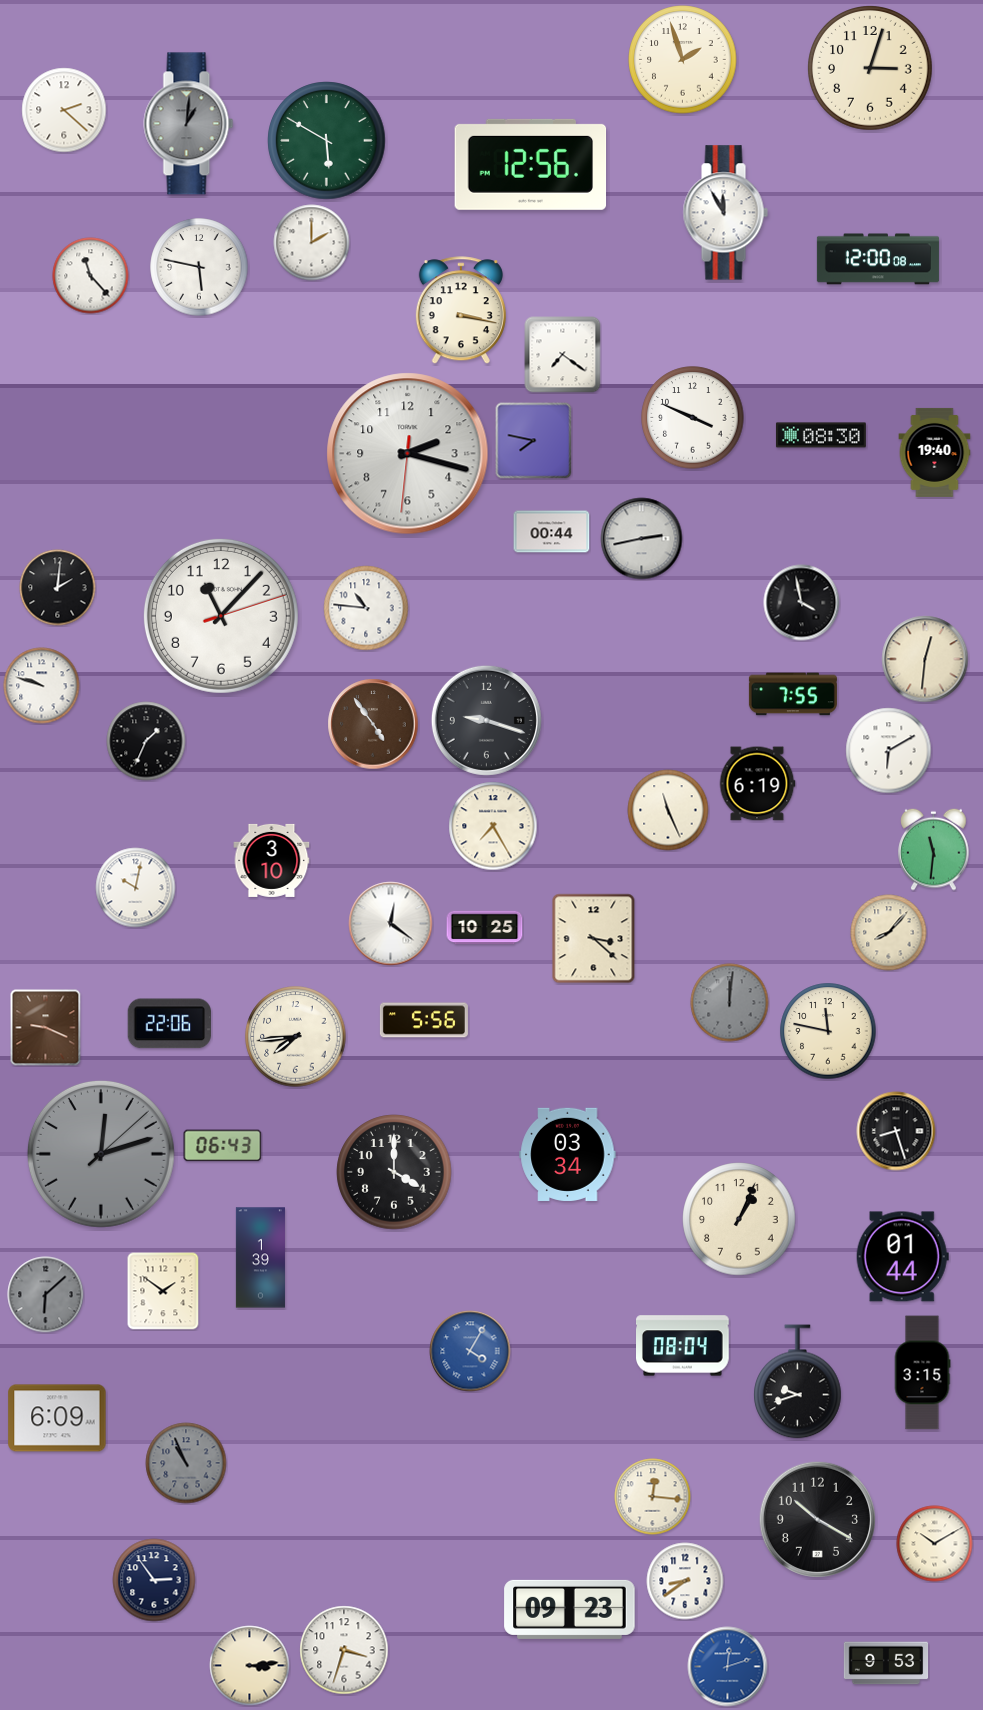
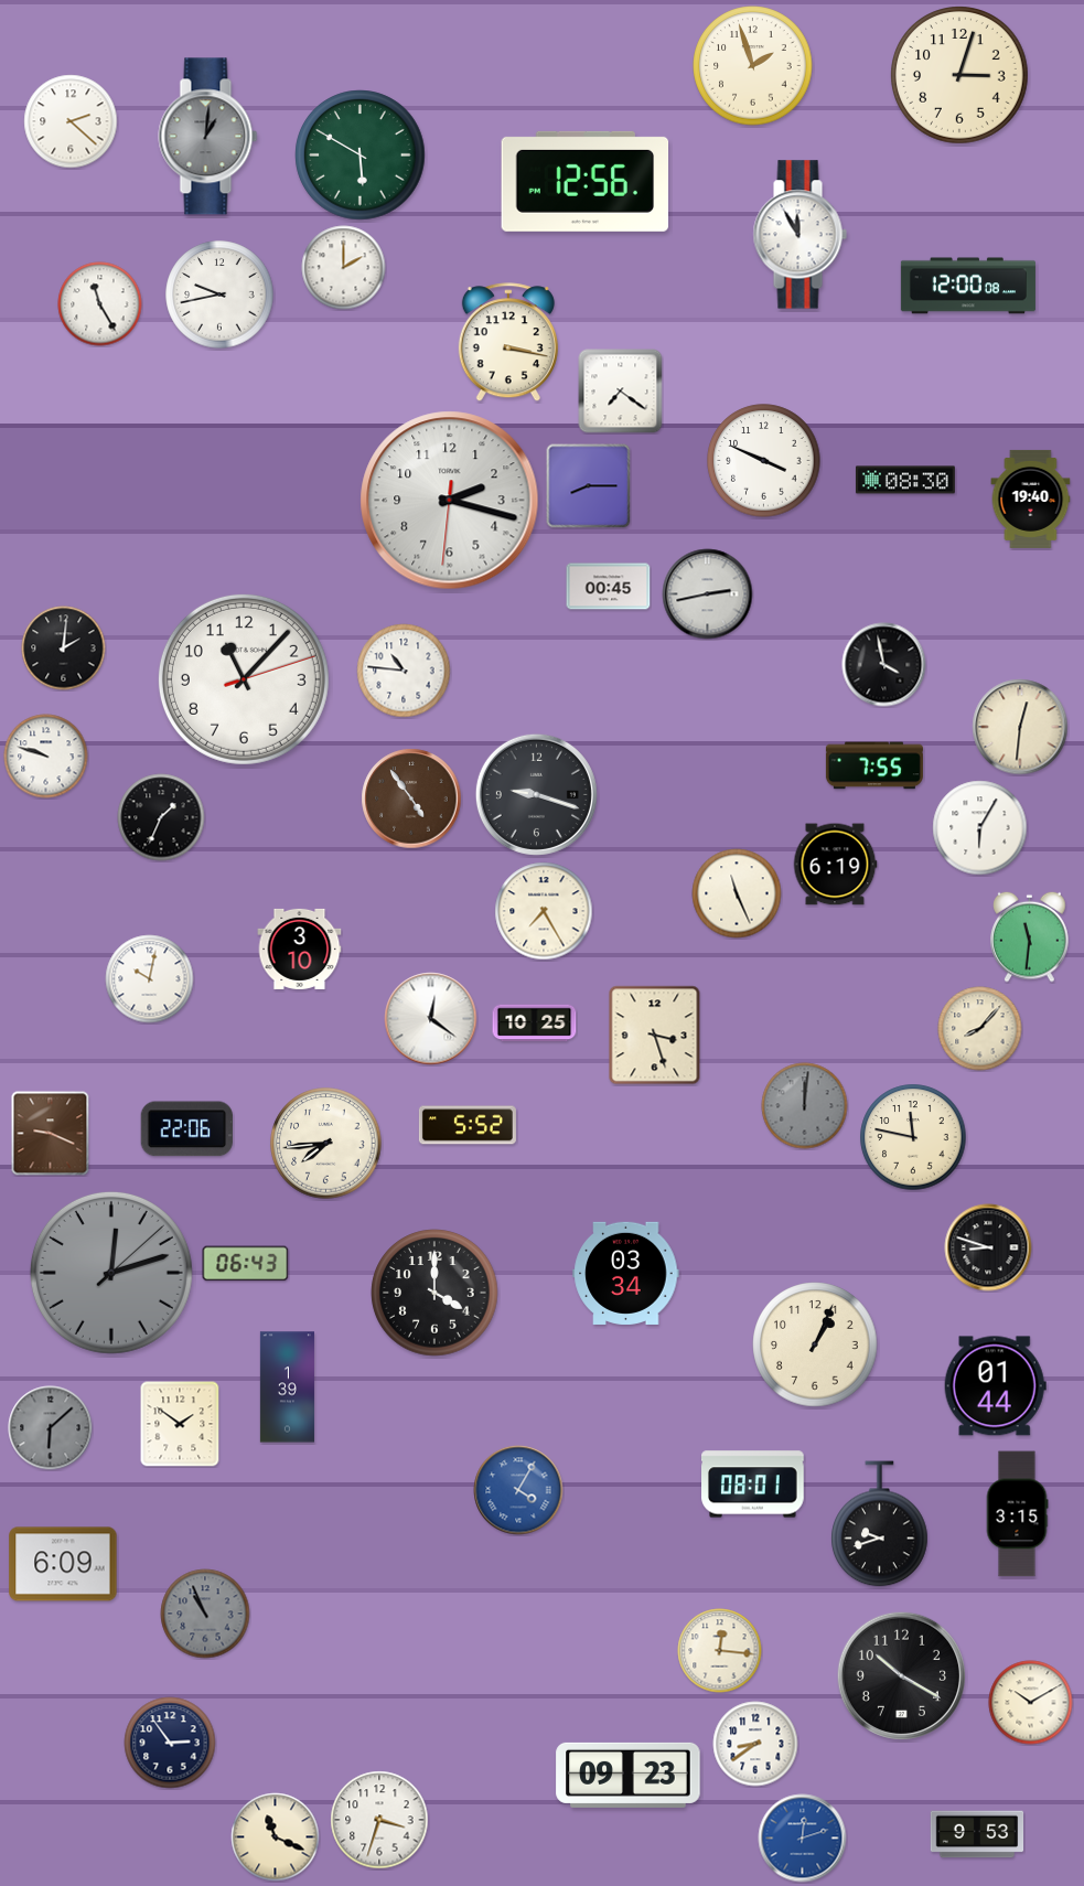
clock at (199, 267): 5:47 -> 9:43
clock at (91, 276): 11:23 -> 11:25
clock at (534, 441): 7:47 -> 8:15
clock at (552, 532): 00:44 -> 00:45
clock at (889, 751): 6:10 -> 6:05
clock at (594, 939): 3:22 -> 3:27
clock at (424, 1020): 5:56 -> 5:52
clock at (896, 1131): 8:27 -> 8:48
clock at (683, 1346): 08:04 -> 08:01
clock at (250, 1666): 3:14 -> 11:19
